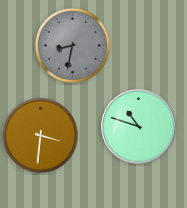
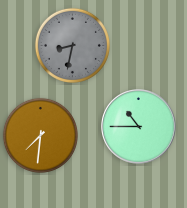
clock at (139, 127): 10:48 -> 10:45
clock at (40, 135): 3:31 -> 7:31
